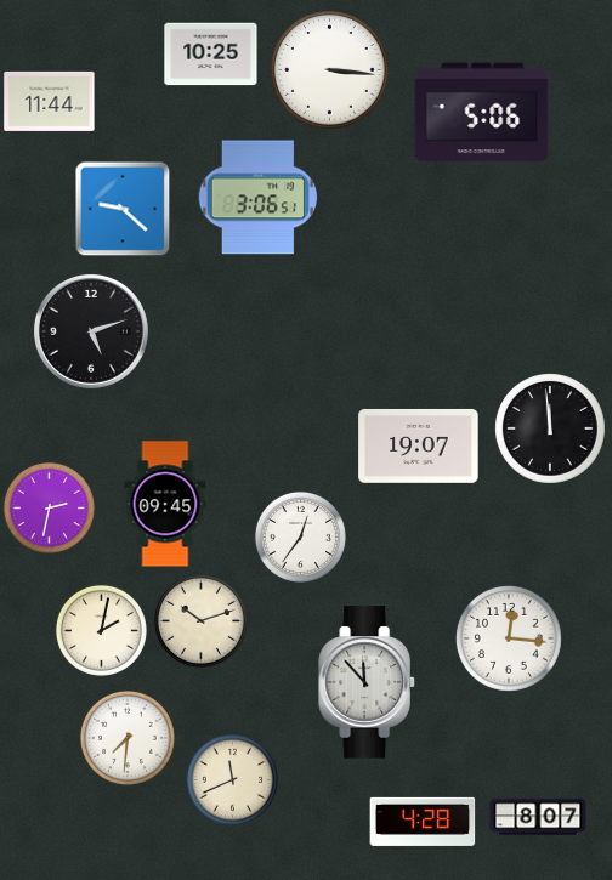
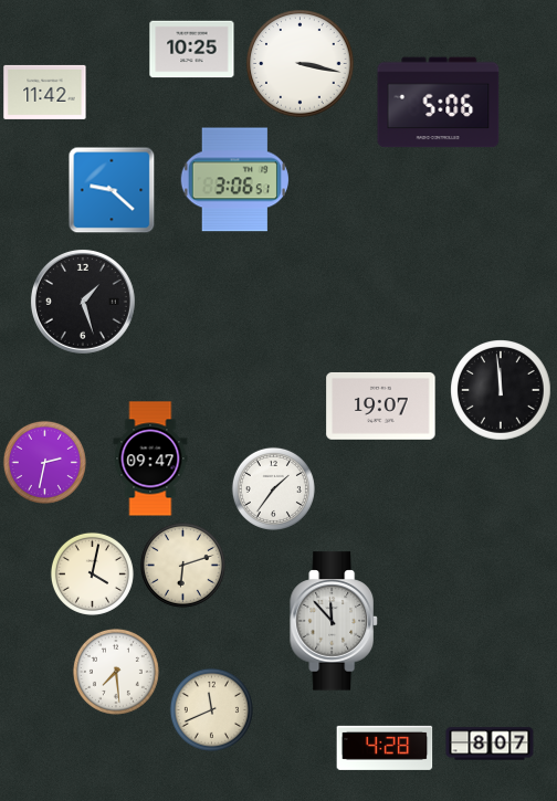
clock at (330, 70): 3:16 -> 3:17
clock at (50, 101): 11:44 -> 11:42
clock at (91, 331): 5:12 -> 1:27
clock at (165, 504): 09:45 -> 09:47
clock at (300, 536): 12:36 -> 1:36
clock at (200, 620): 10:12 -> 6:12
clock at (101, 630): 2:02 -> 4:02
clock at (509, 638): 12:16 -> none
clock at (127, 738): 7:31 -> 7:29
